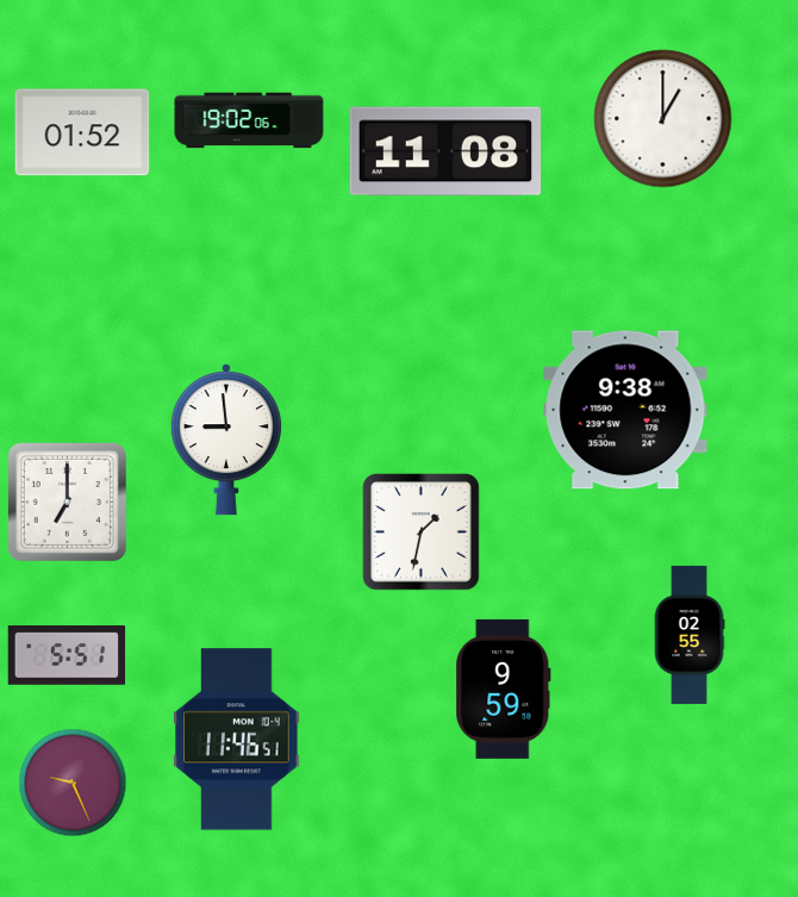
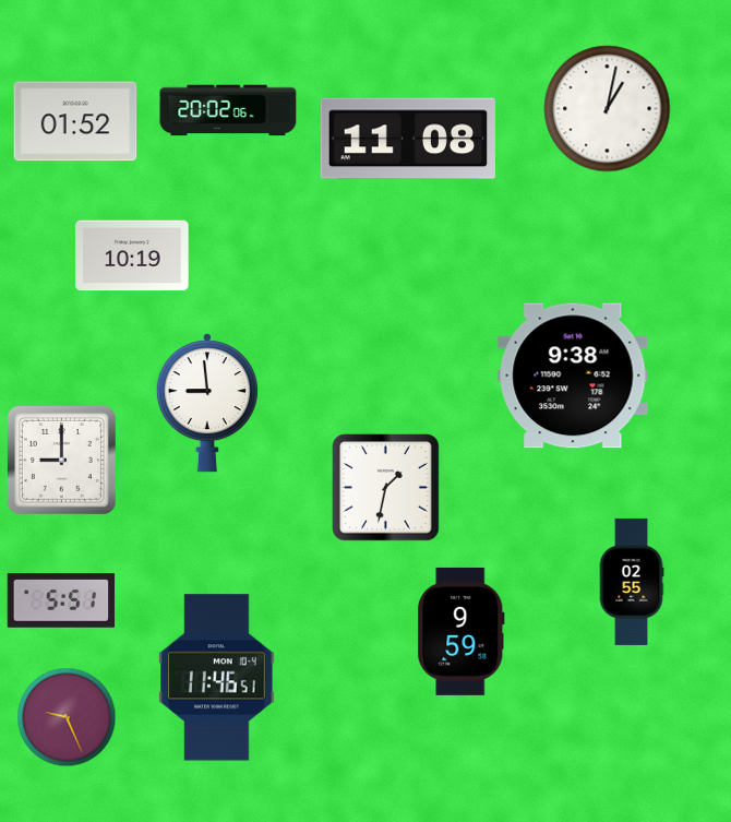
clock at (663, 119): 1:00 -> 1:02
clock at (249, 120): 19:02 -> 20:02
clock at (132, 255): none -> 10:19
clock at (67, 502): 7:00 -> 9:00
